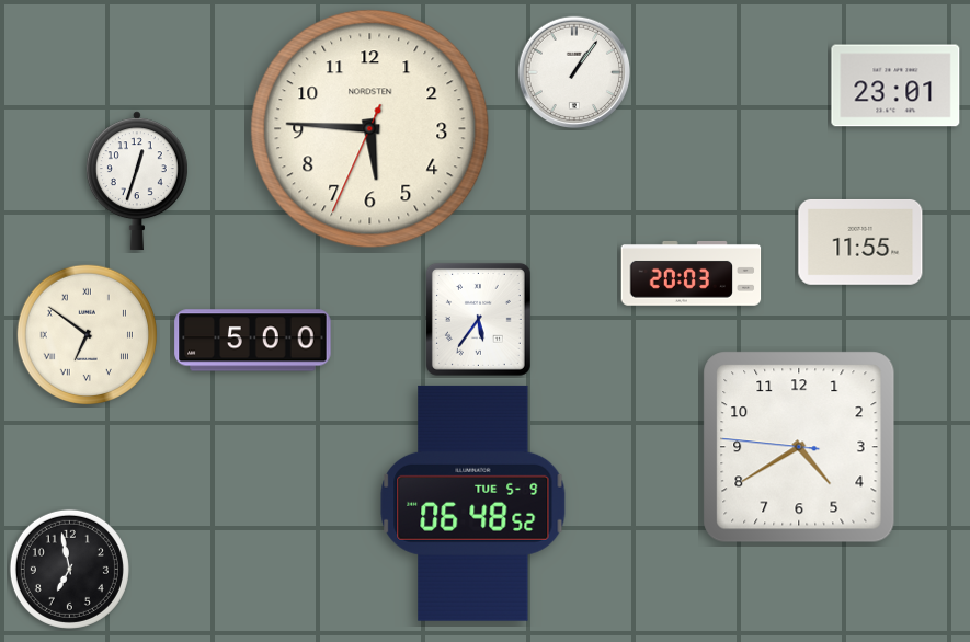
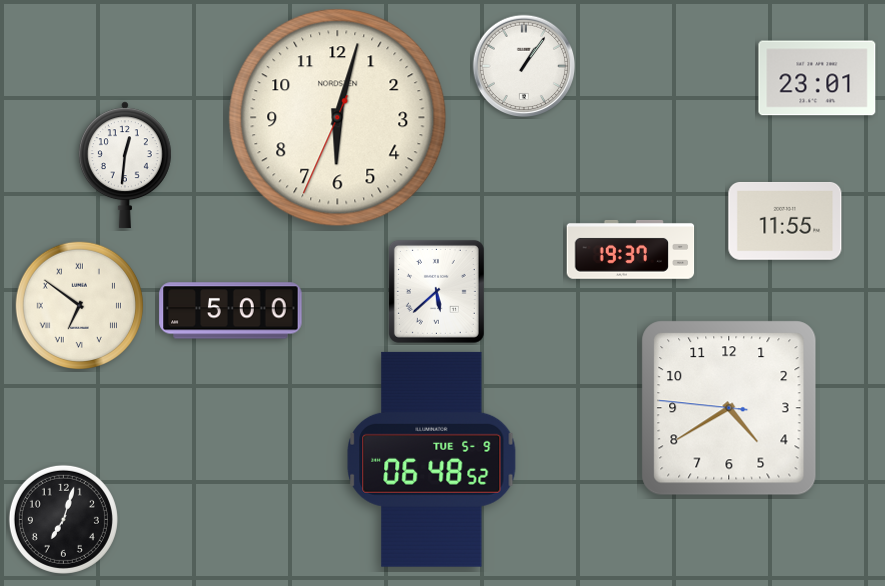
clock at (370, 129): 5:45 -> 6:02
clock at (137, 181): 12:33 -> 12:31
clock at (692, 273): 20:03 -> 19:37
clock at (478, 319): 5:36 -> 5:38
clock at (69, 569): 6:58 -> 7:03
